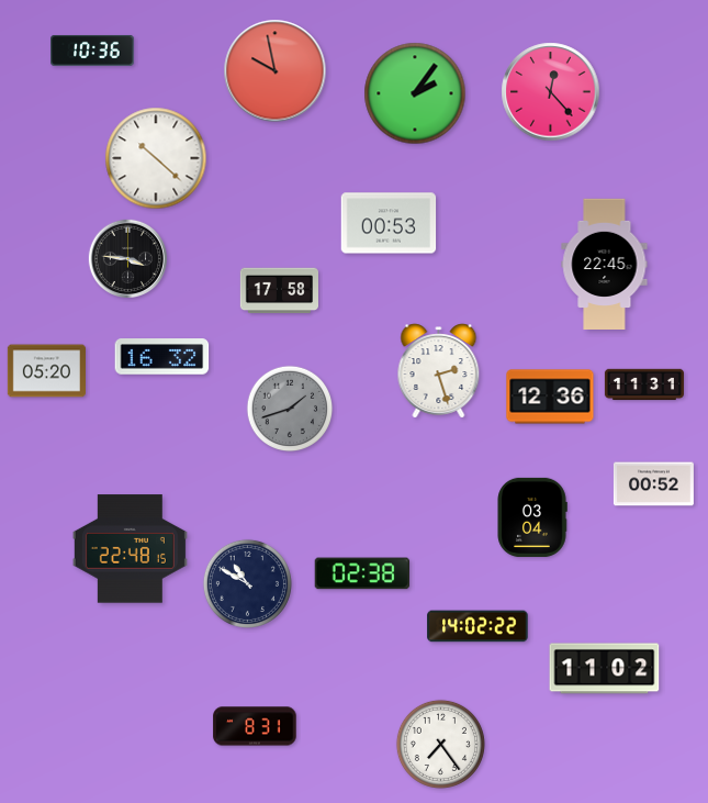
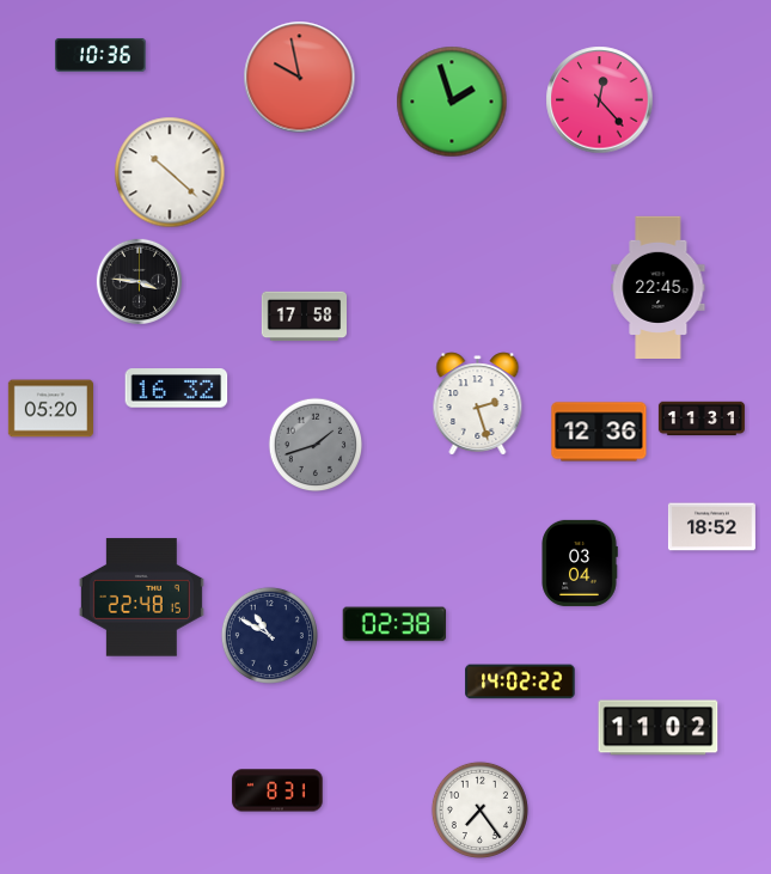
clock at (415, 93): 2:06 -> 1:57
clock at (389, 223): 00:53 -> none
clock at (46, 371) position: (46, 371) -> (50, 409)
clock at (653, 484): 00:52 -> 18:52
